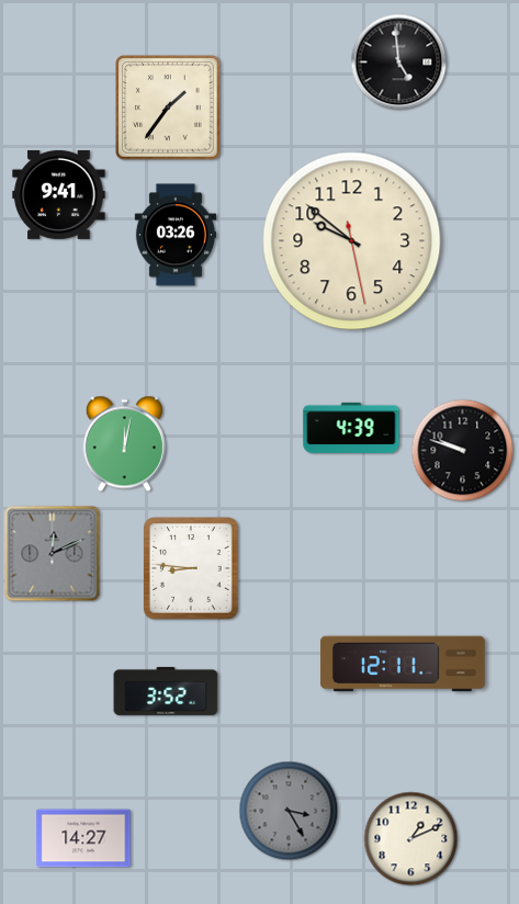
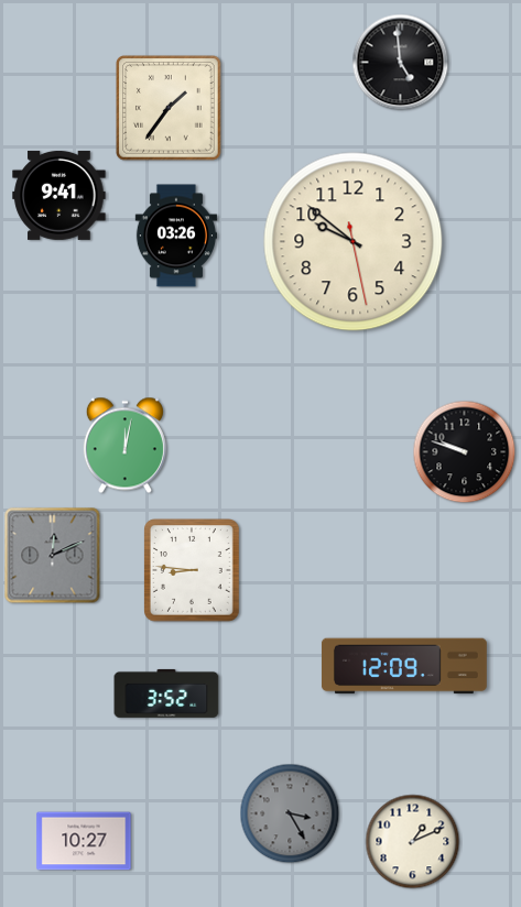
clock at (351, 428): 4:39 -> none
clock at (403, 664): 12:11 -> 12:09
clock at (83, 838): 14:27 -> 10:27
